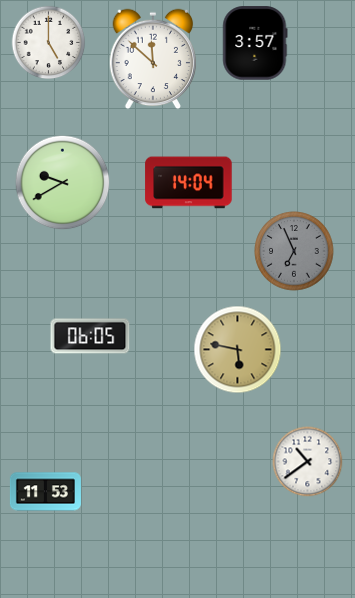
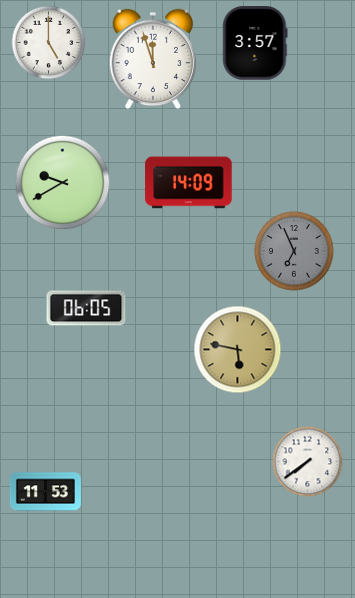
clock at (153, 59): 11:52 -> 11:57
clock at (189, 183): 14:04 -> 14:09
clock at (90, 336) position: (90, 336) -> (86, 308)
clock at (308, 462): 10:39 -> 7:39
